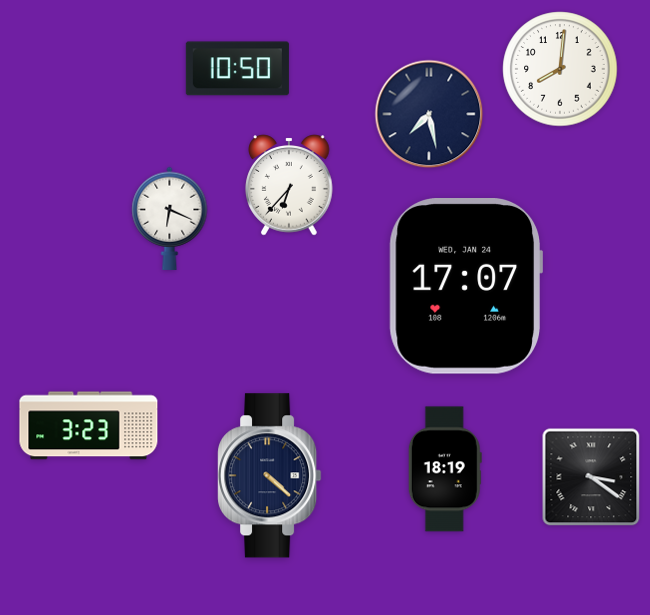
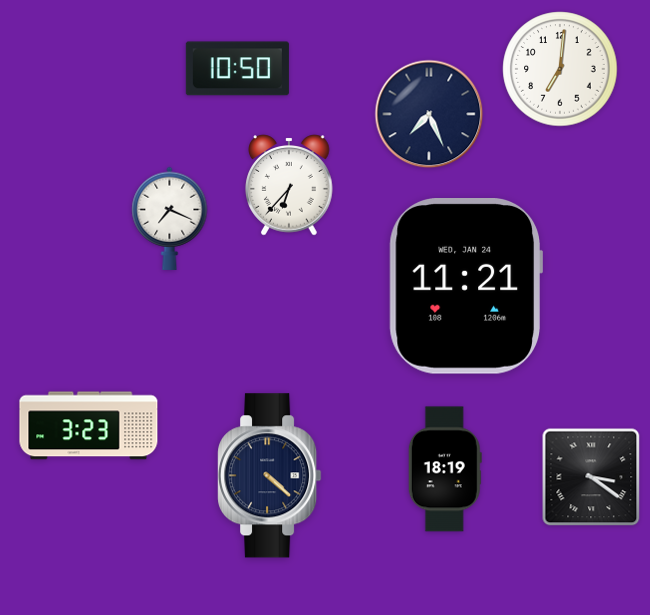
clock at (560, 69): 8:01 -> 7:01
clock at (429, 114): 7:28 -> 7:26
clock at (170, 218): 6:19 -> 7:19
clock at (466, 287): 17:07 -> 11:21
